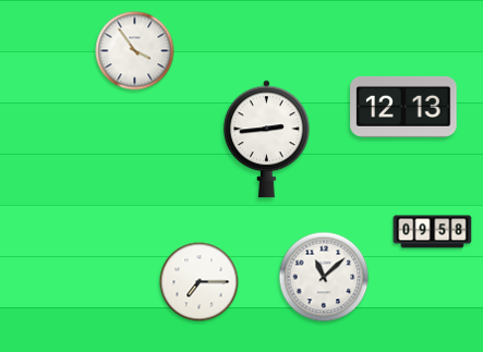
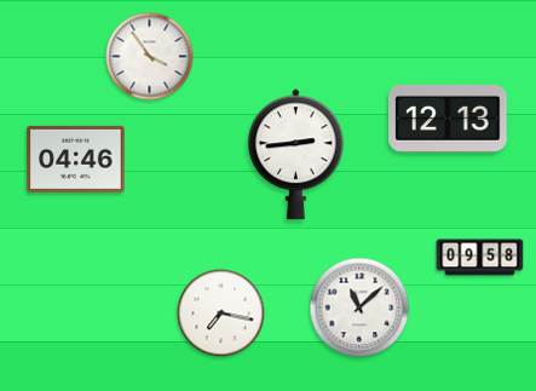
clock at (76, 159): none -> 04:46
clock at (200, 282): 7:15 -> 7:17
